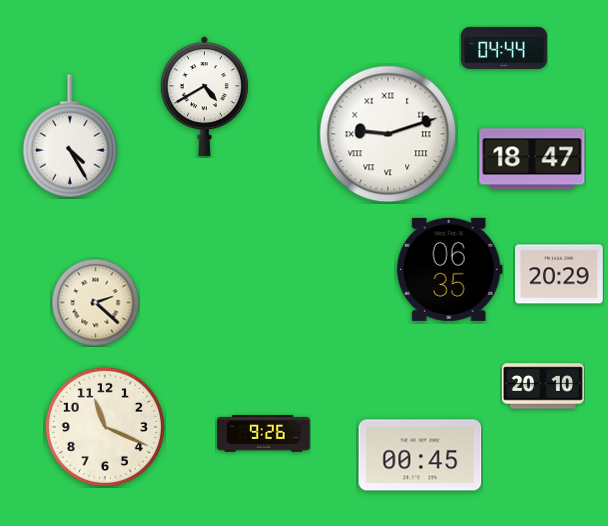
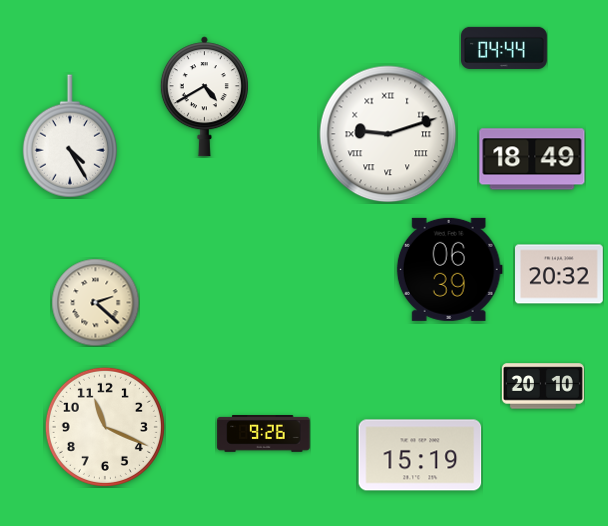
clock at (532, 159): 18:47 -> 18:49
clock at (449, 269): 06:35 -> 06:39
clock at (560, 274): 20:29 -> 20:32
clock at (420, 455): 00:45 -> 15:19
